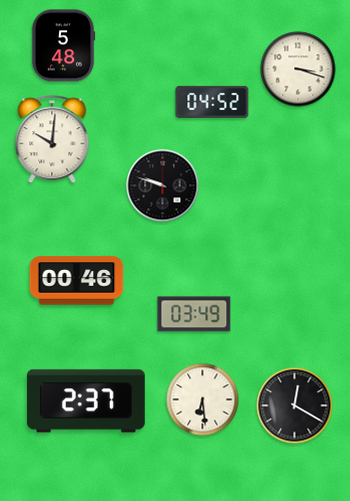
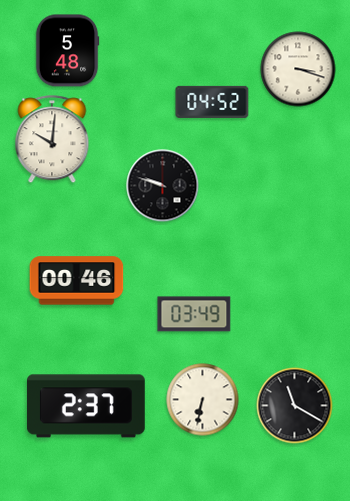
clock at (63, 46) position: (63, 46) -> (67, 51)
clock at (203, 400): 6:29 -> 6:32
clock at (86, 401) position: (86, 401) -> (86, 406)
clock at (295, 406): 12:20 -> 11:20
